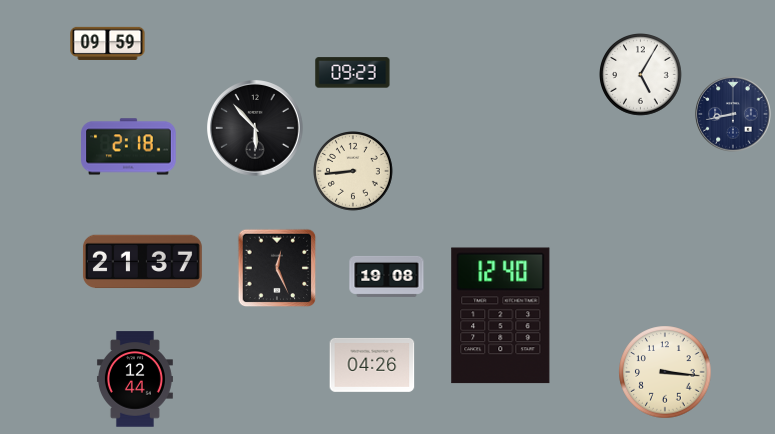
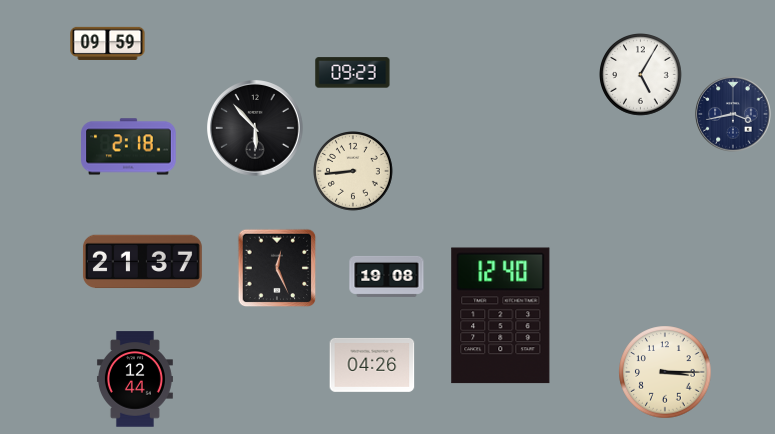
clock at (733, 114): 8:43 -> 3:43
clock at (665, 372): 3:16 -> 3:15
